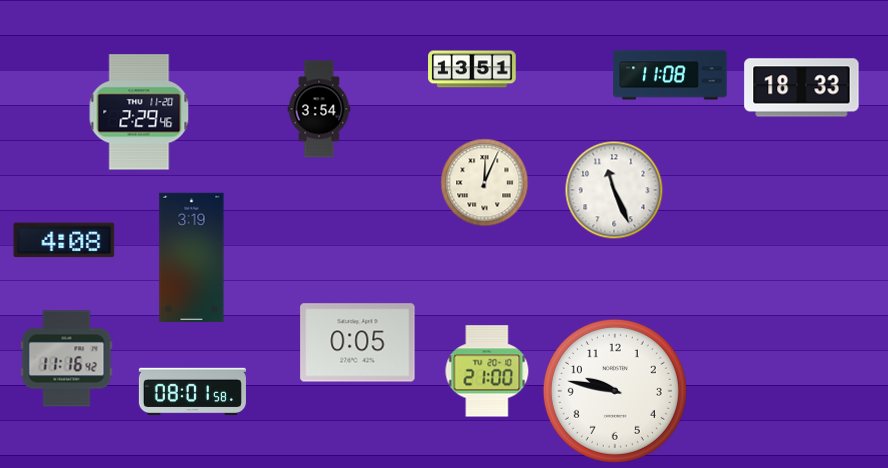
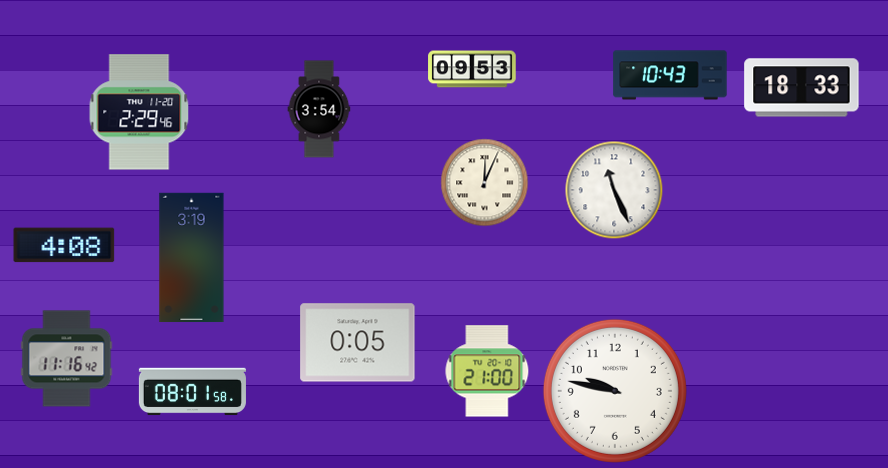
clock at (472, 69): 13:51 -> 09:53
clock at (670, 75): 11:08 -> 10:43
clock at (64, 240) position: (64, 240) -> (64, 245)
